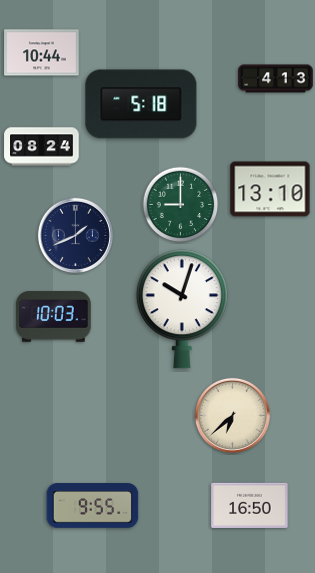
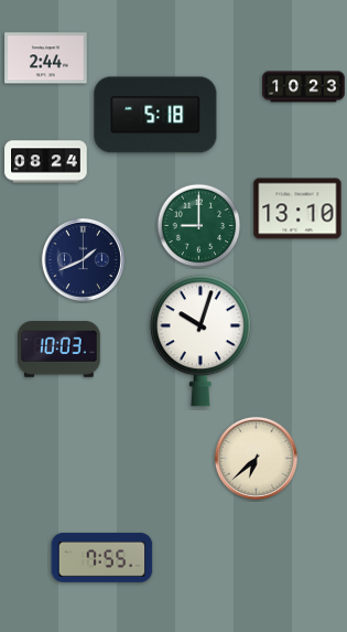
clock at (42, 53): 10:44 -> 2:44
clock at (276, 79): 4:13 -> 10:23
clock at (250, 505): 16:50 -> none
clock at (93, 506): 9:55 -> 7:55
